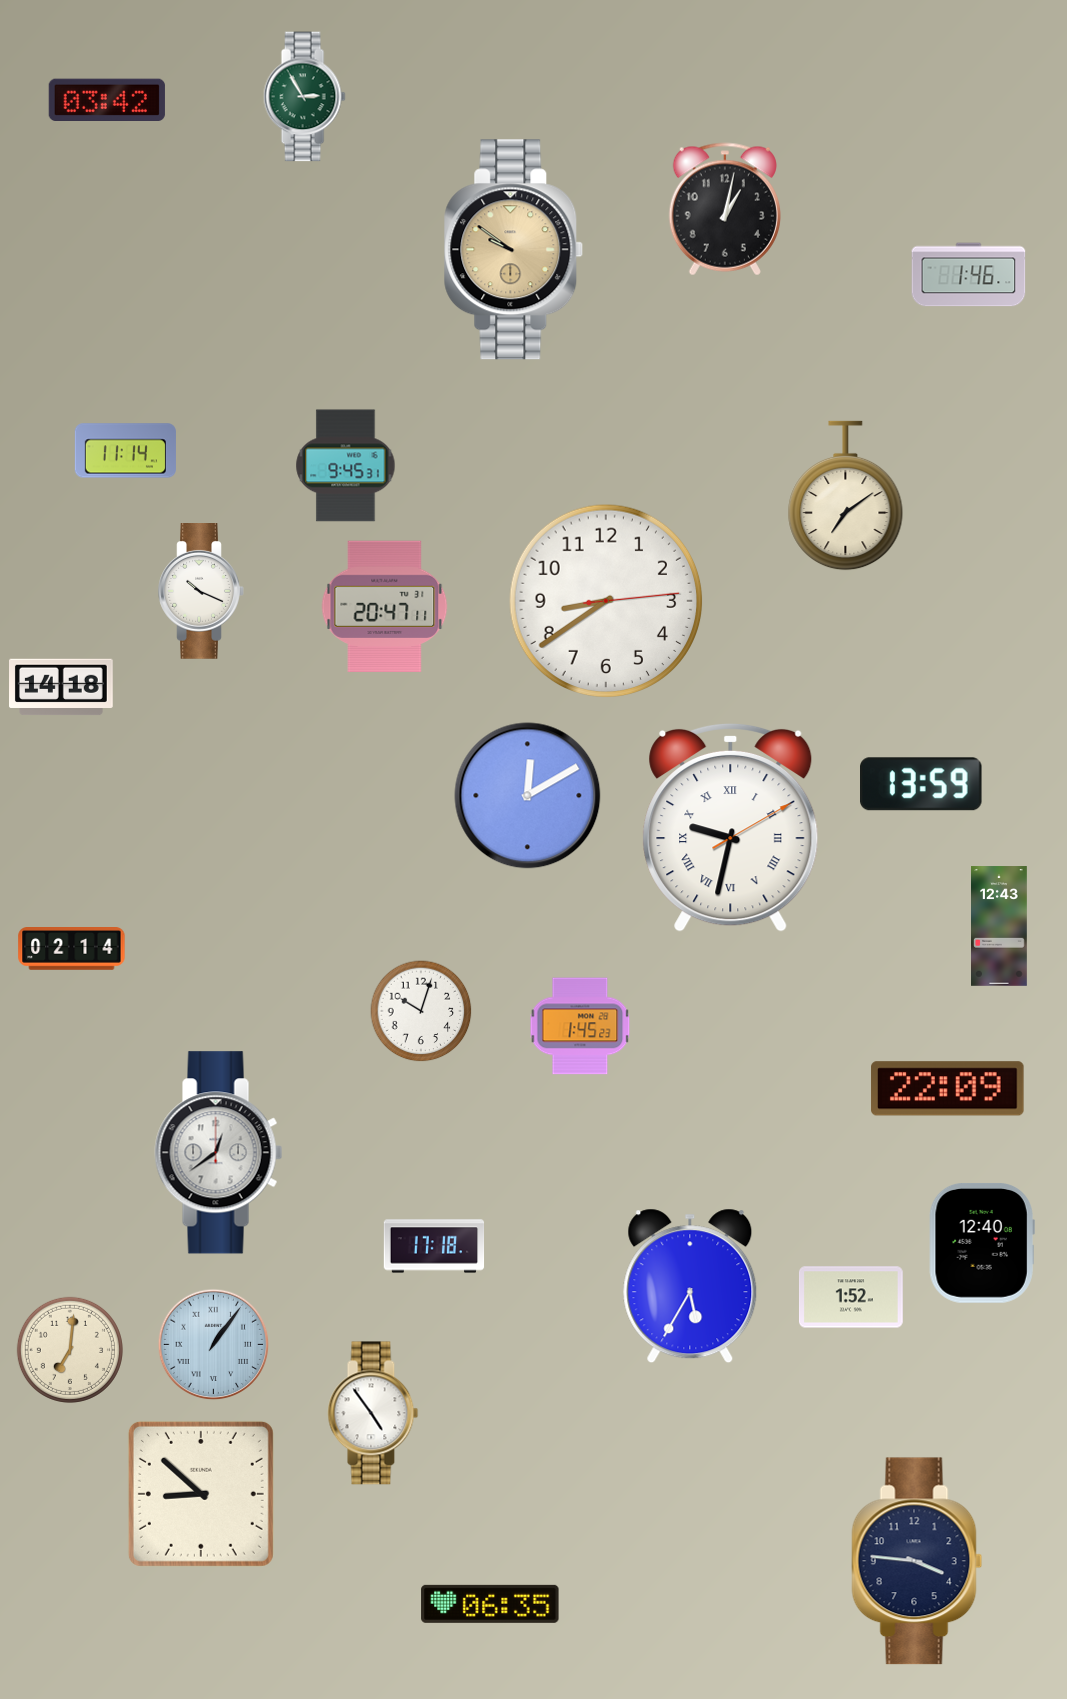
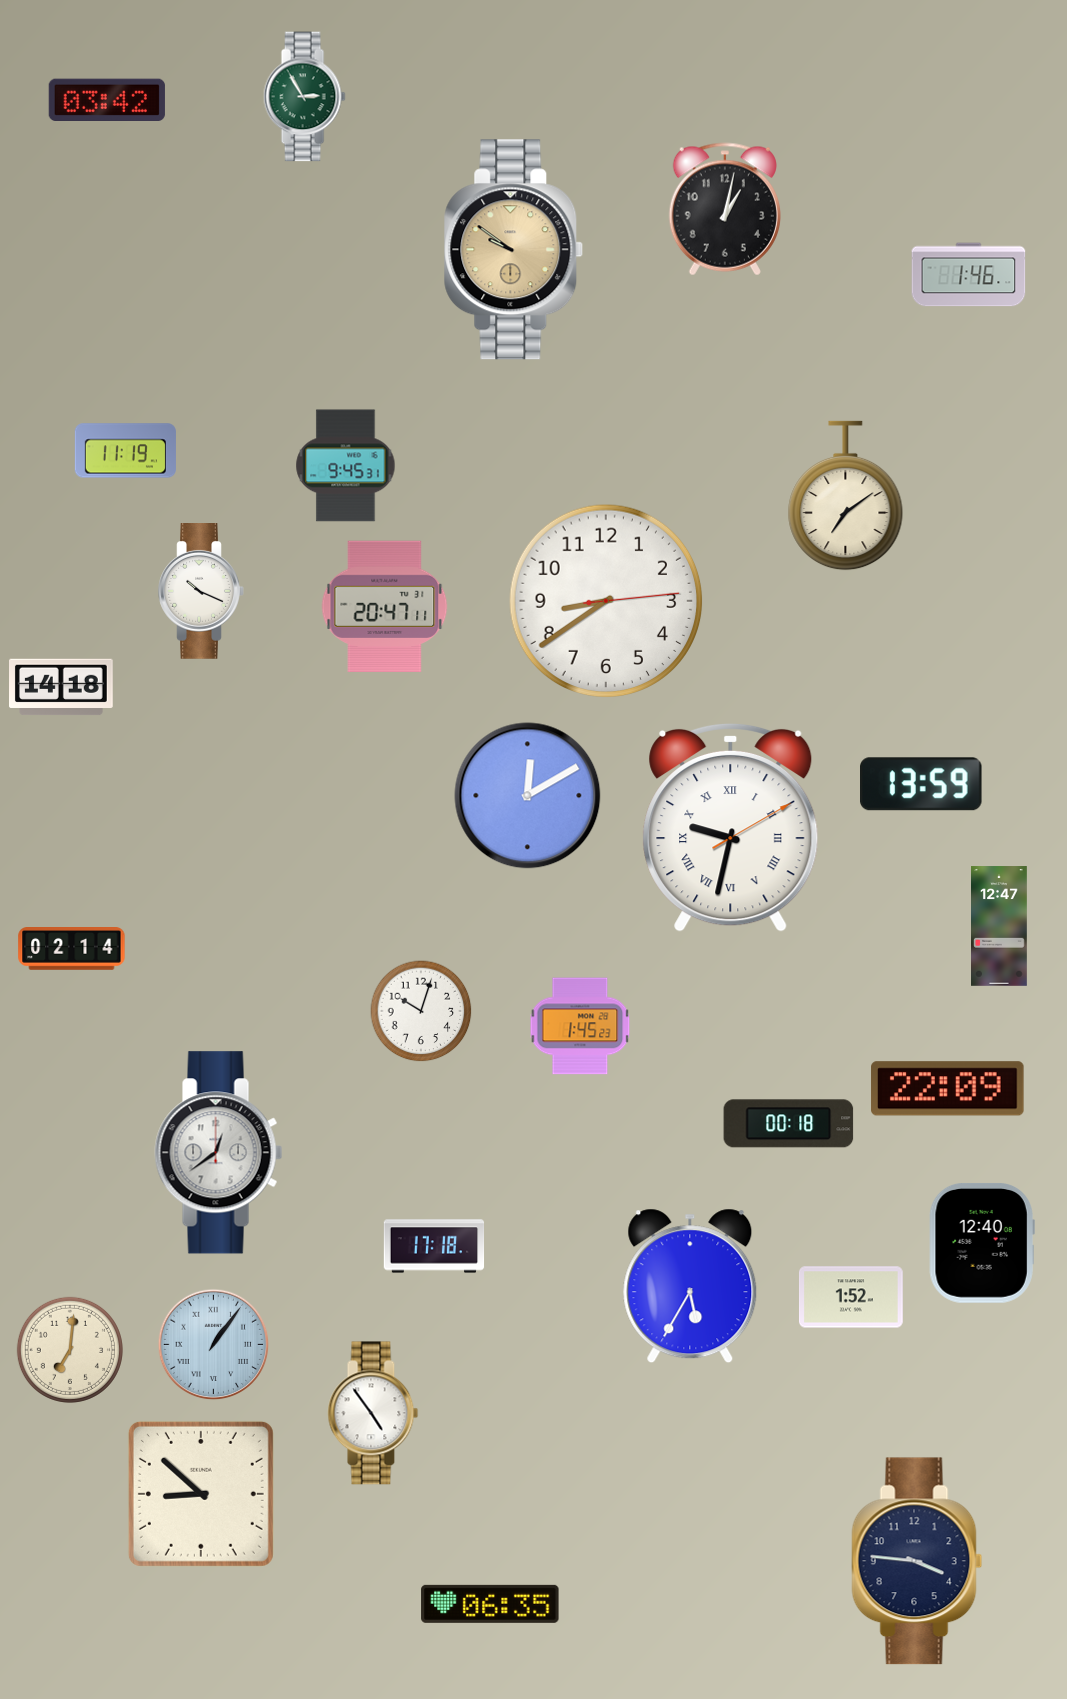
clock at (125, 451): 11:14 -> 11:19
clock at (1000, 926): 12:43 -> 12:47
clock at (789, 1124): none -> 00:18
